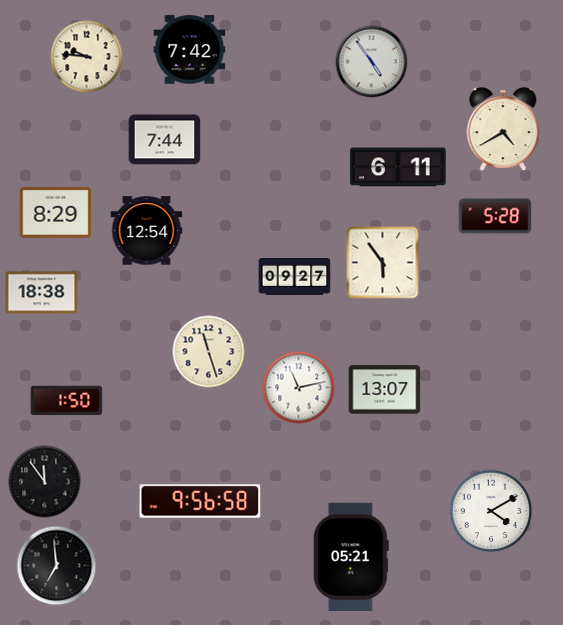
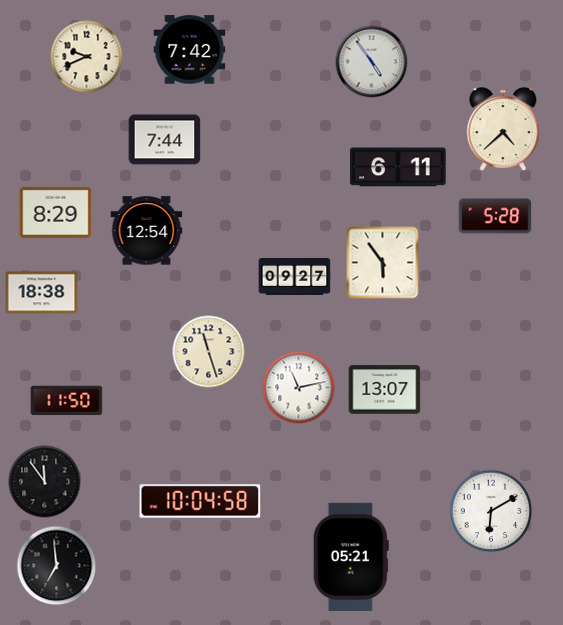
clock at (87, 57): 9:46 -> 9:41
clock at (503, 130): 4:40 -> 4:38
clock at (67, 401): 1:50 -> 11:50
clock at (200, 501): 9:56 -> 10:04
clock at (491, 511): 4:10 -> 6:10
